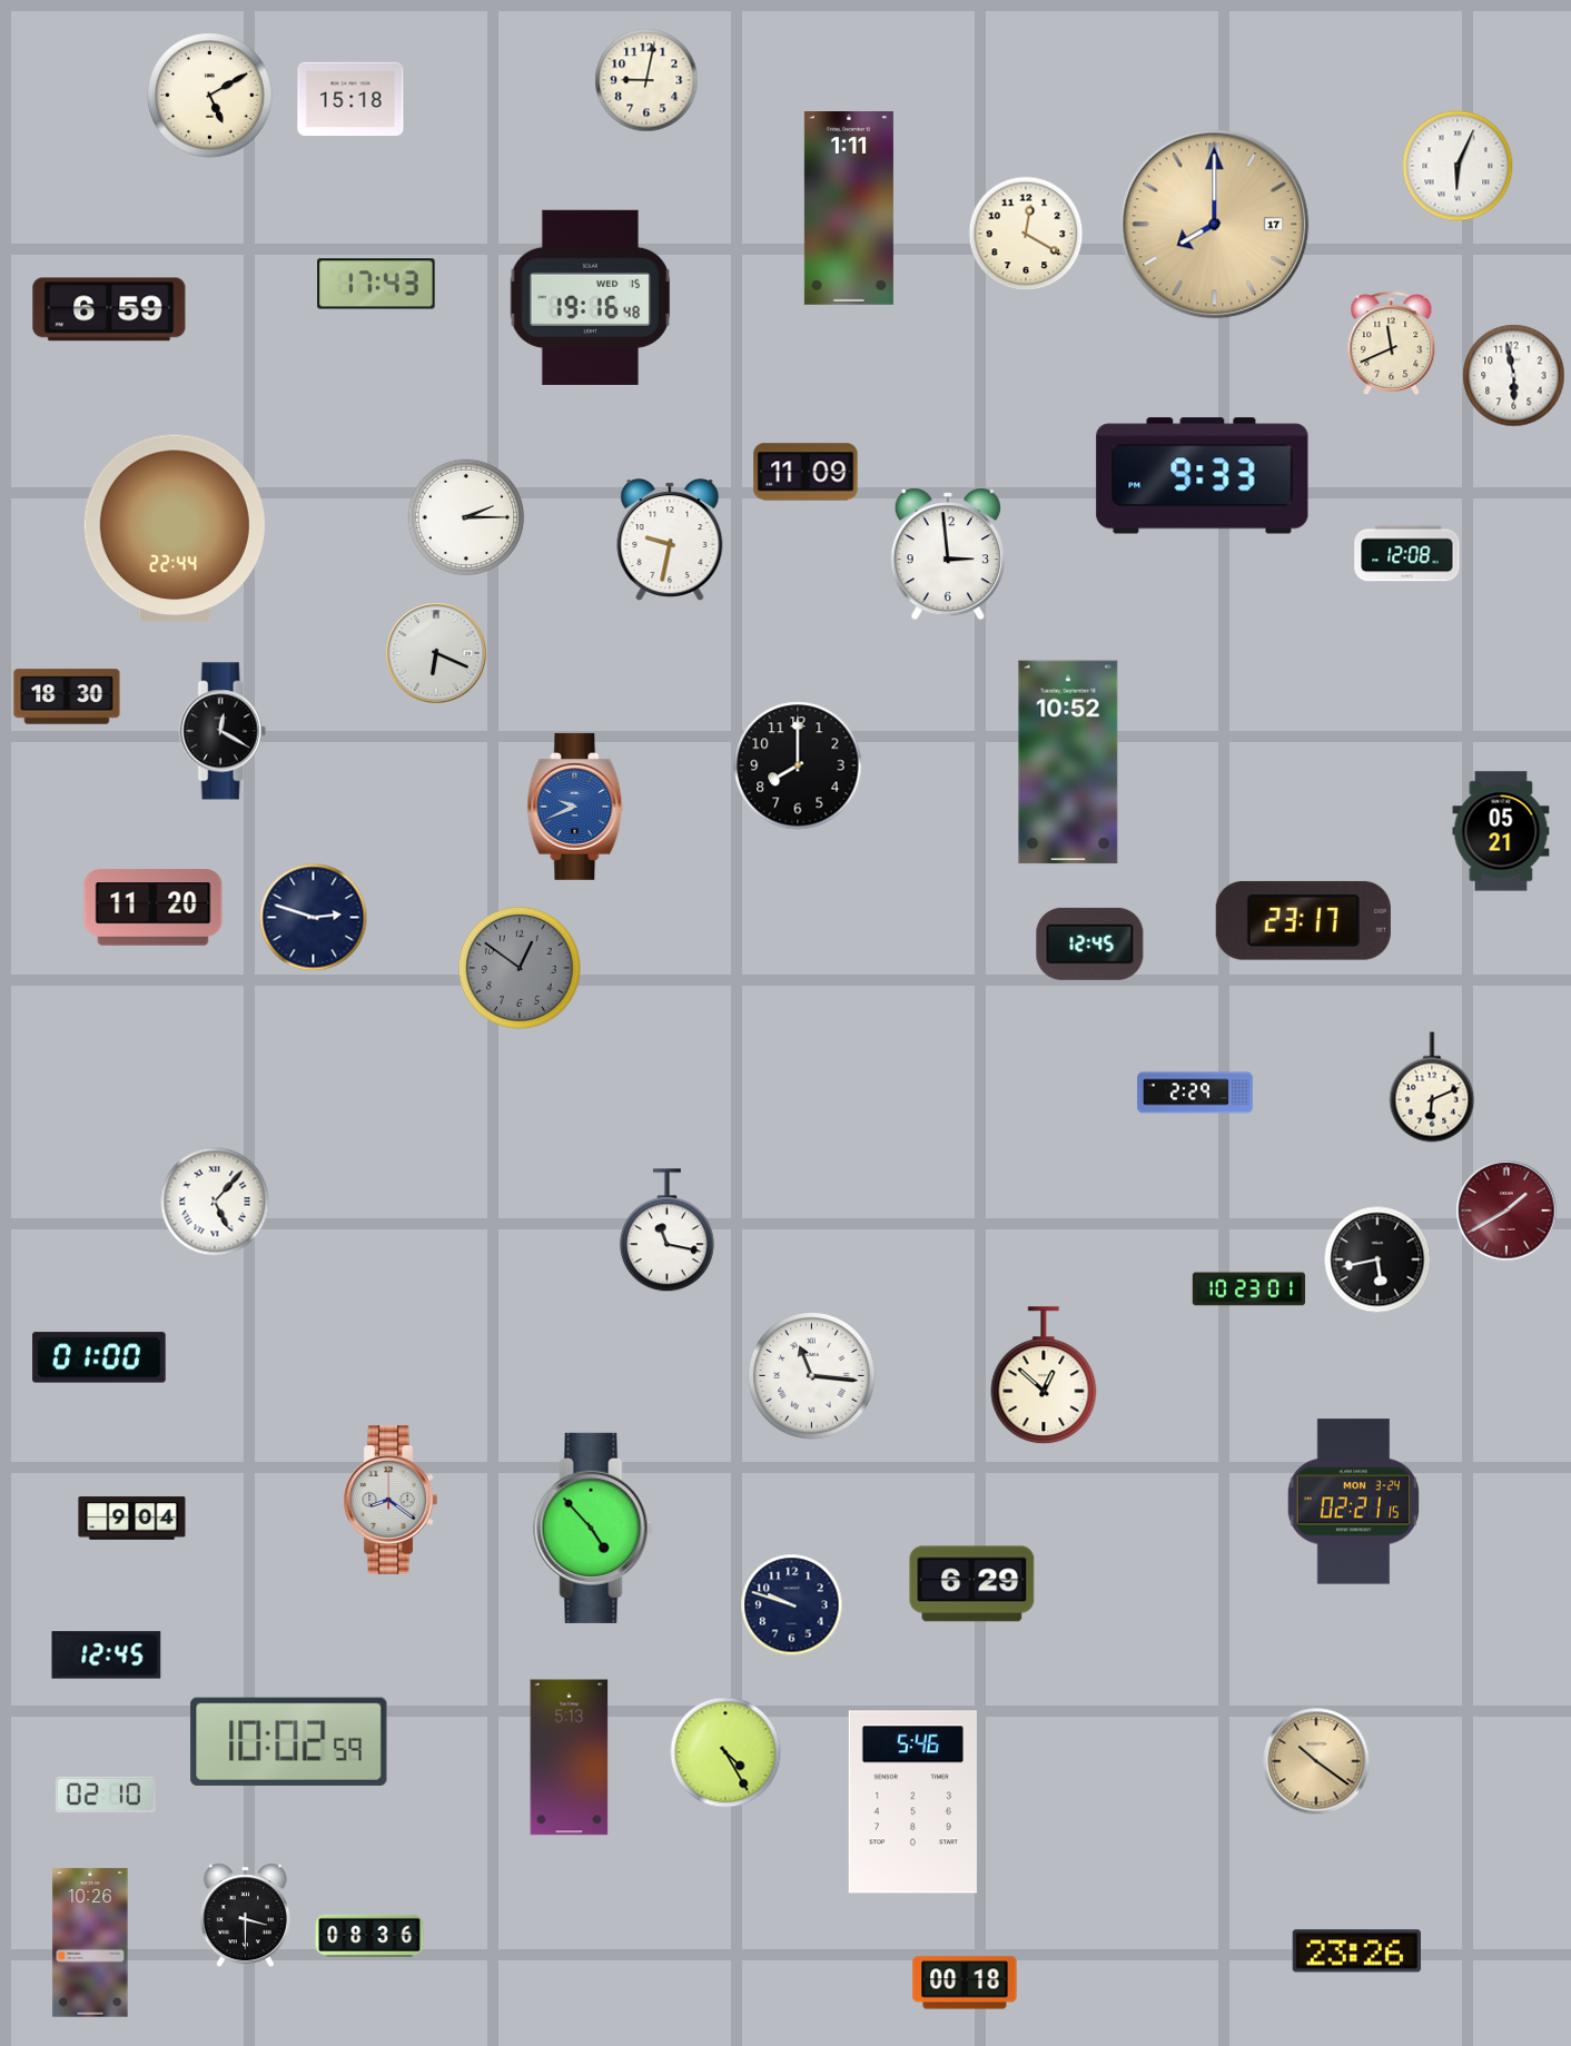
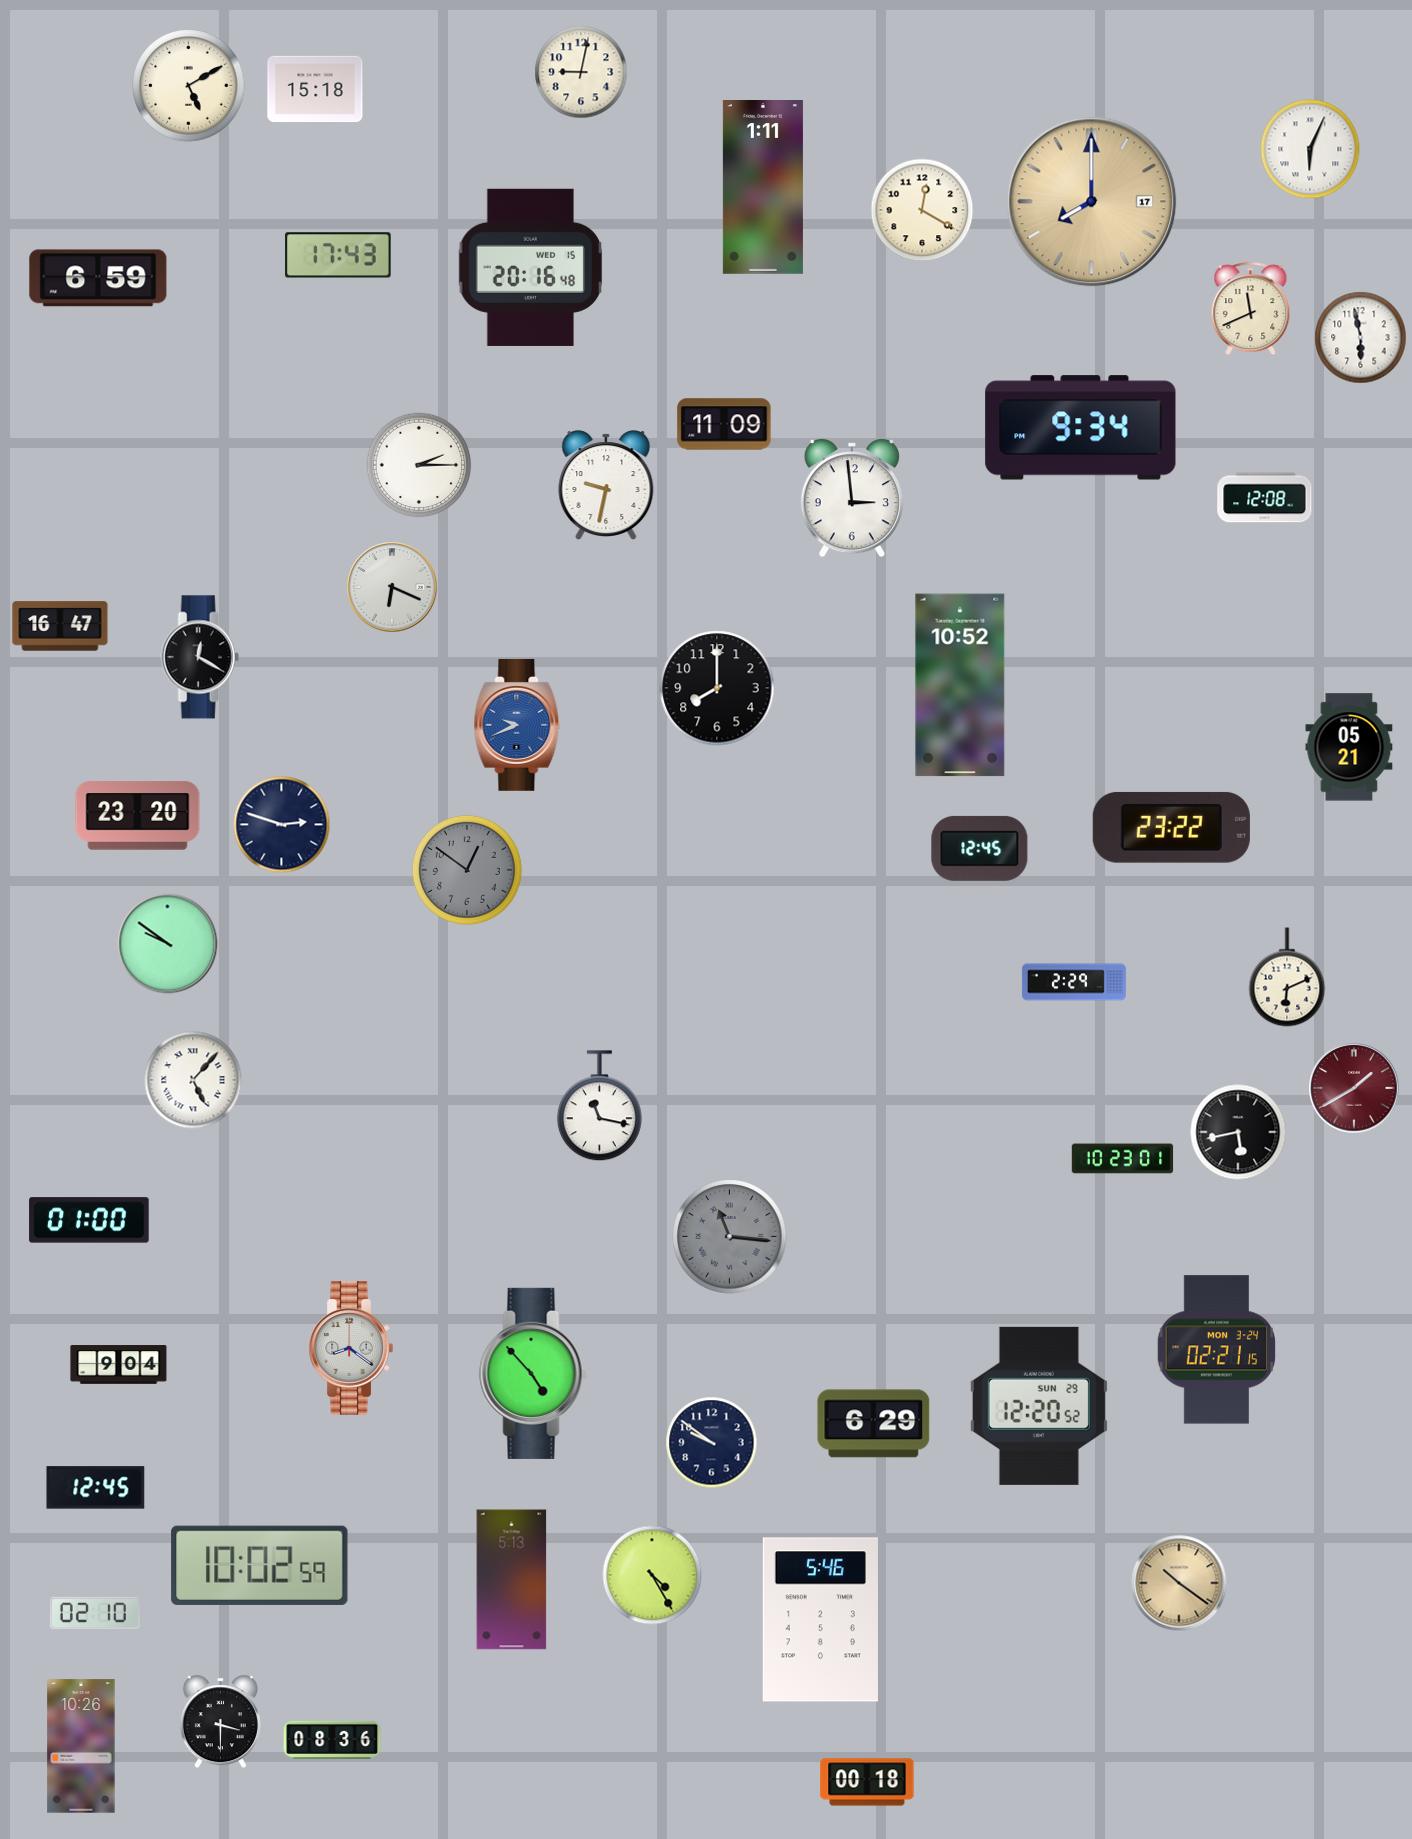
clock at (591, 297): 19:16 -> 20:16
clock at (1203, 476): 9:33 -> 9:34
clock at (175, 528): 22:44 -> none
clock at (670, 540) position: (670, 540) -> (606, 485)
clock at (67, 696): 18:30 -> 16:47
clock at (154, 908): 11:20 -> 23:20
clock at (1303, 920): 23:17 -> 23:22
clock at (168, 944): none -> 9:51
clock at (812, 1376) dial: white -> grey
clock at (1044, 1376): 12:52 -> none
clock at (1039, 1406): none -> 12:20
clock at (792, 1605): 9:48 -> 9:51
clock at (1316, 1761) position: (1316, 1761) -> (1179, 1583)
clock at (1356, 1951): 23:26 -> none
